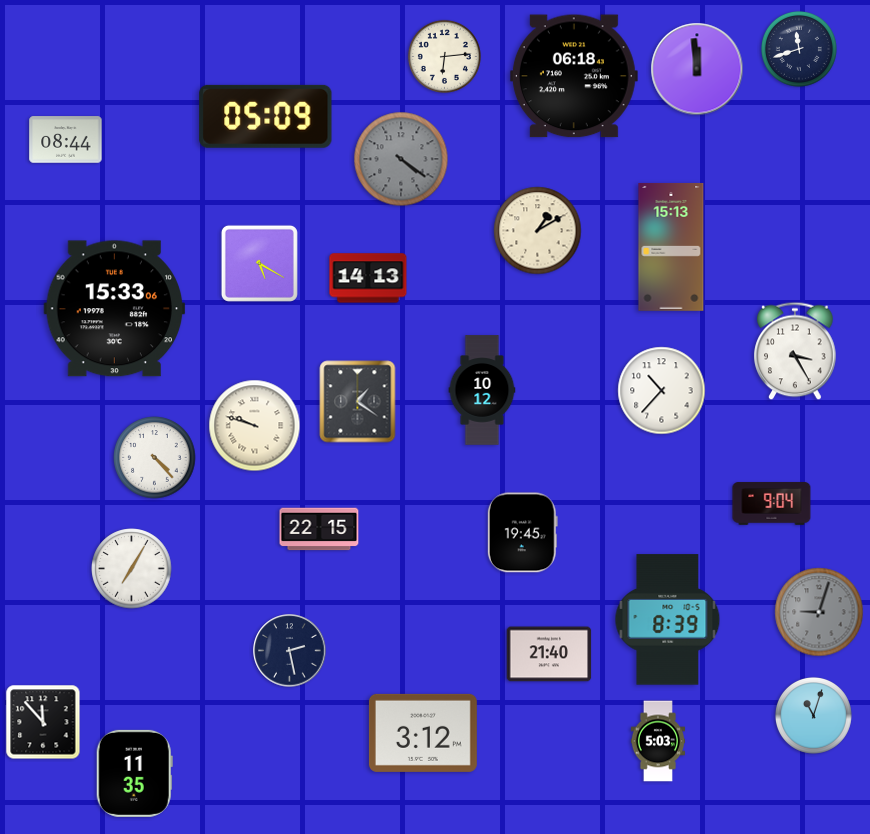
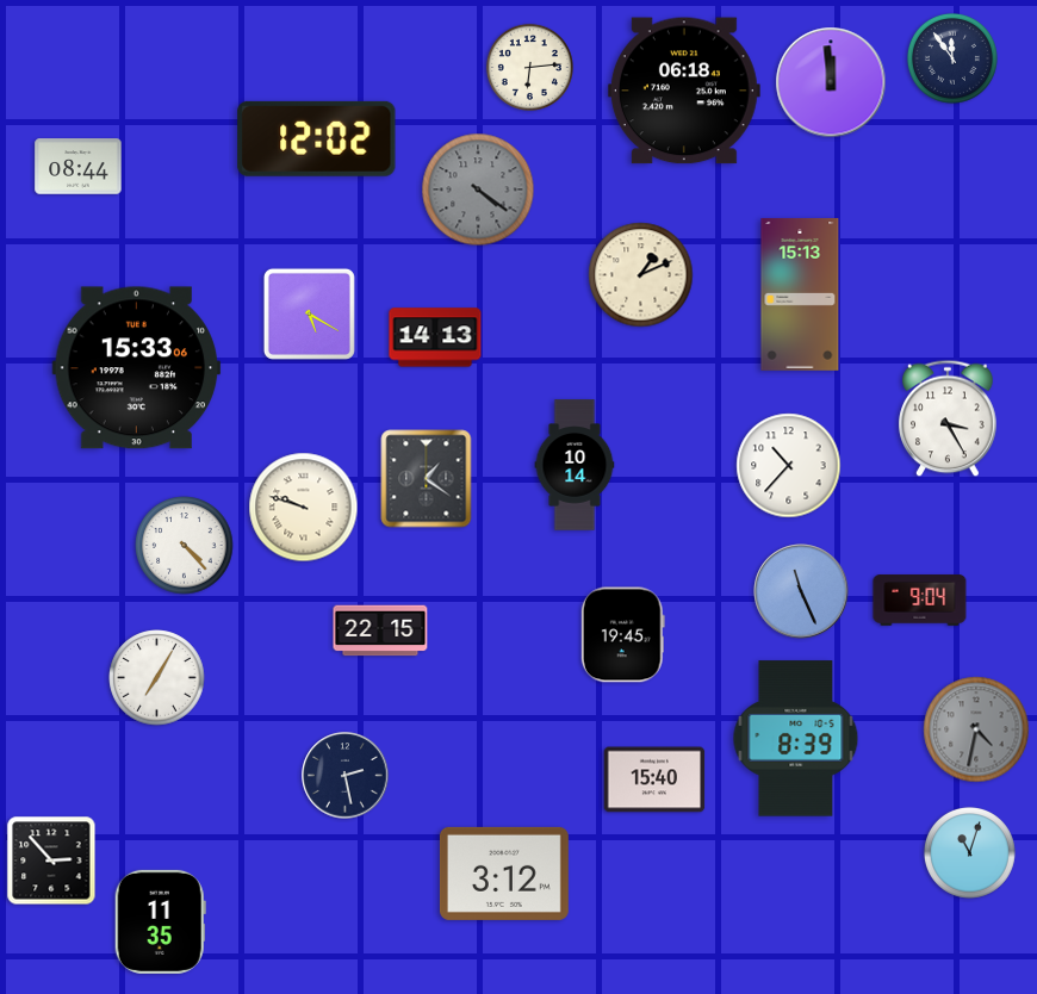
clock at (799, 49): 11:42 -> 11:54
clock at (266, 116): 05:09 -> 12:02
clock at (538, 231): 1:10 -> 1:11
clock at (368, 278) position: (368, 278) -> (435, 337)
clock at (482, 390): 10:12 -> 10:14
clock at (801, 591): none -> 11:26
clock at (819, 612): 9:03 -> 4:32
clock at (549, 654): 21:40 -> 15:40
clock at (43, 722): 11:53 -> 2:53
clock at (657, 741): 5:03 -> none
